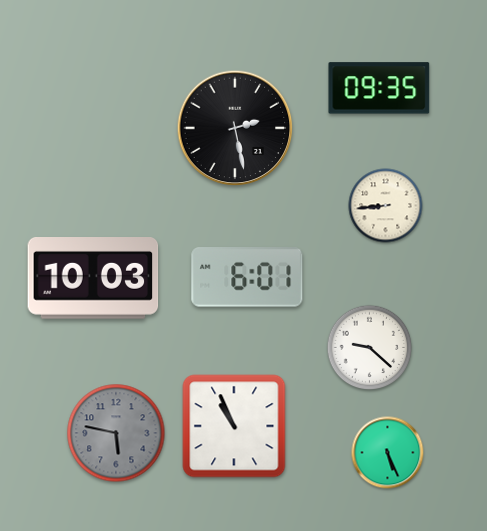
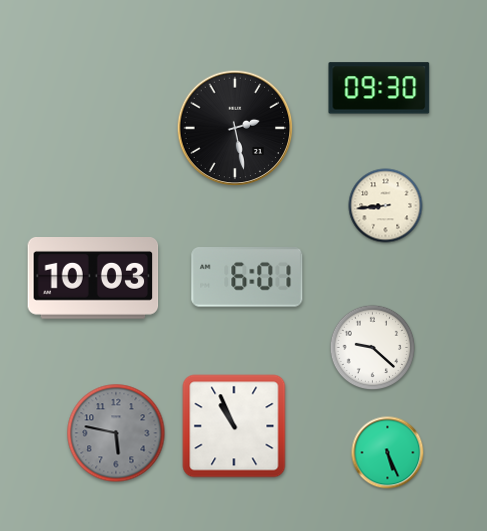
clock at (379, 88): 09:35 -> 09:30
clock at (370, 348) position: (370, 348) -> (373, 348)
